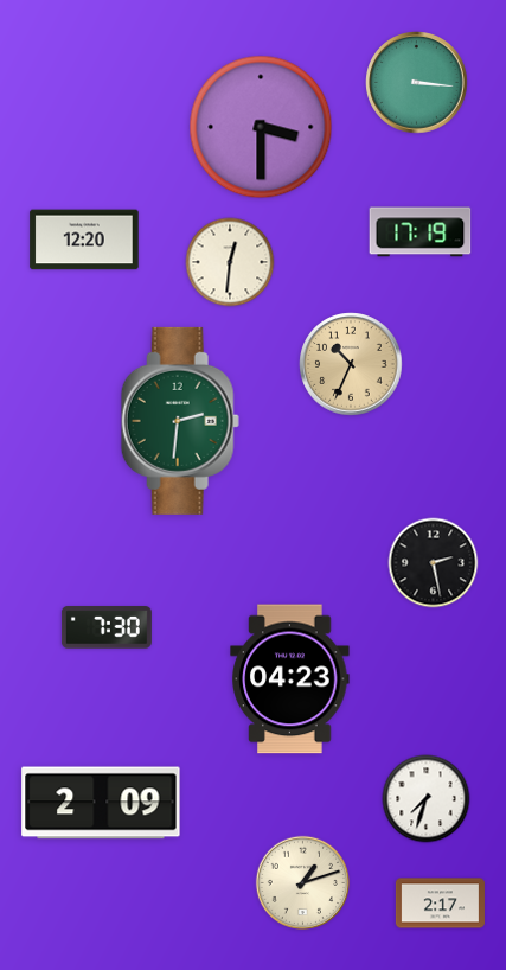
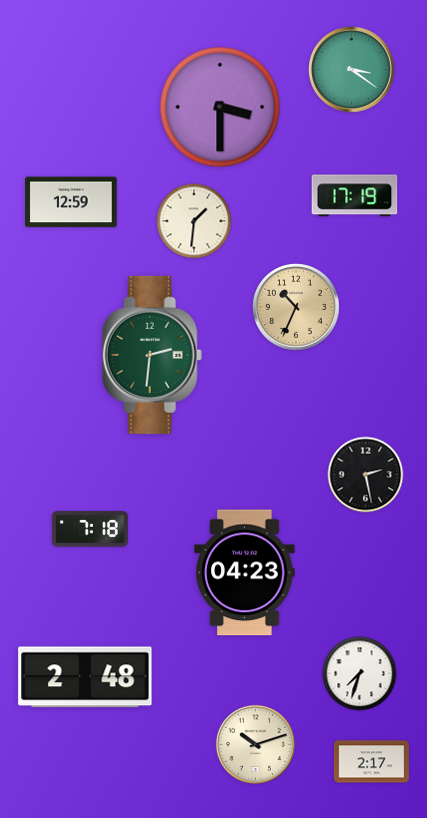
clock at (417, 83): 3:16 -> 3:21
clock at (84, 240): 12:20 -> 12:59
clock at (230, 262): 12:31 -> 1:31
clock at (107, 627): 7:30 -> 7:18
clock at (101, 803): 2:09 -> 2:48
clock at (302, 882): 1:12 -> 10:12
